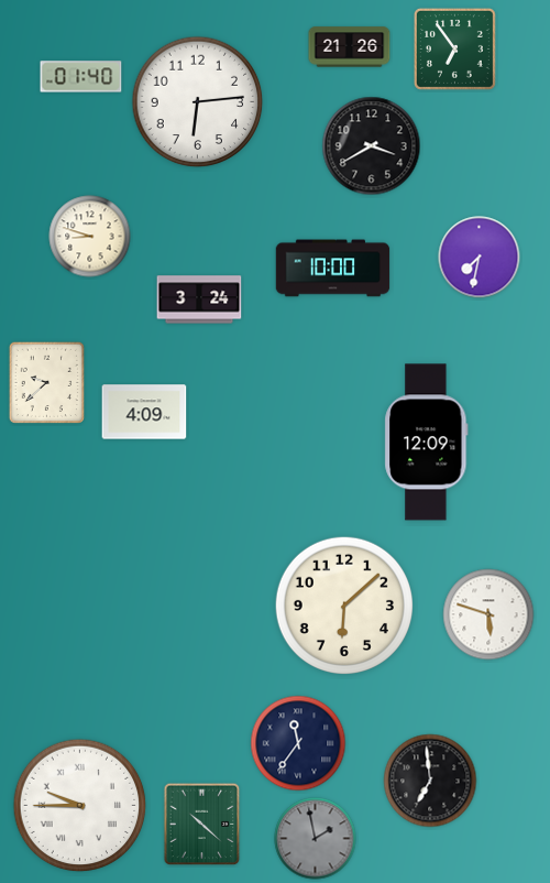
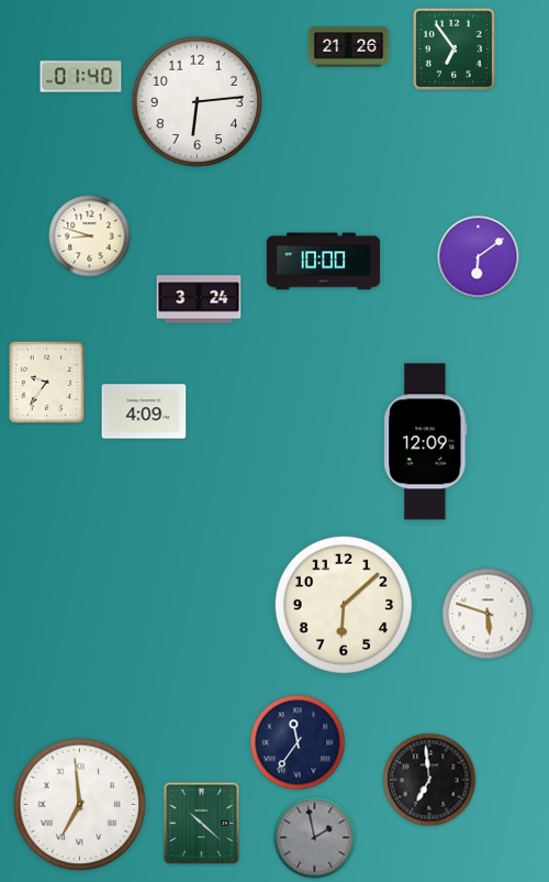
clock at (372, 146): 3:40 -> none
clock at (480, 258): 7:32 -> 6:09
clock at (333, 269) position: (333, 269) -> (324, 262)
clock at (46, 382): 9:38 -> 9:36
clock at (80, 806): 9:45 -> 6:59
